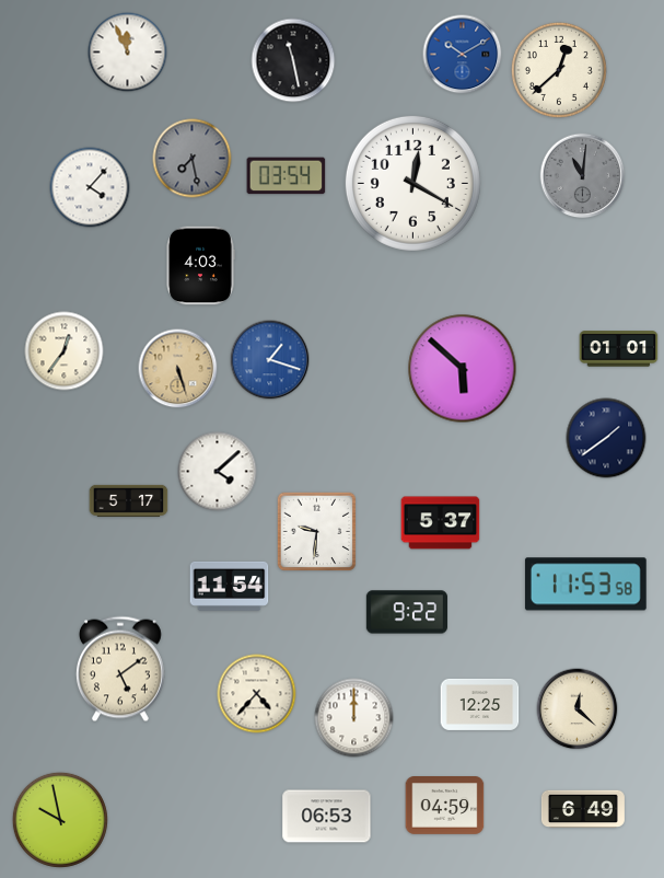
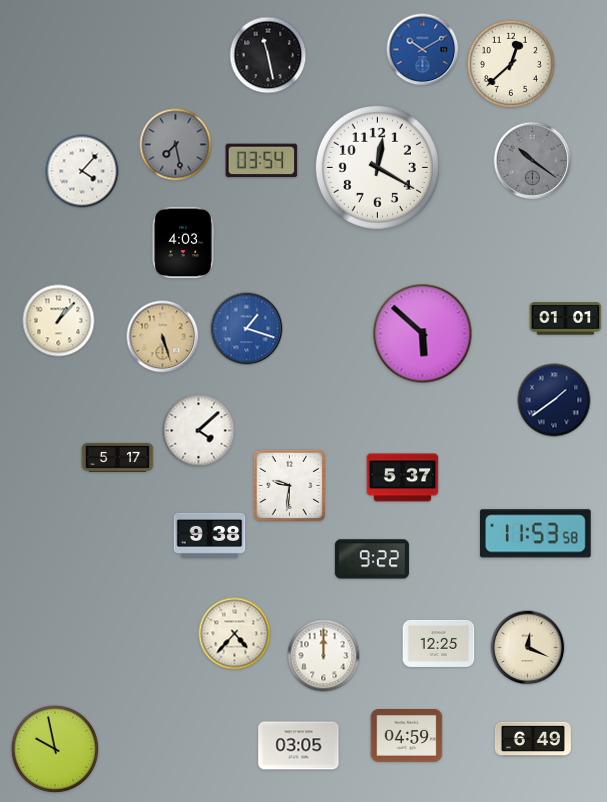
clock at (128, 53): 11:56 -> none
clock at (583, 176): 11:01 -> 10:21
clock at (65, 351): 12:36 -> 1:07
clock at (463, 369) position: (463, 369) -> (423, 334)
clock at (230, 586): 11:54 -> 9:38
clock at (120, 669): 5:09 -> none
clock at (578, 709): 12:22 -> 12:19
clock at (327, 817): 06:53 -> 03:05
